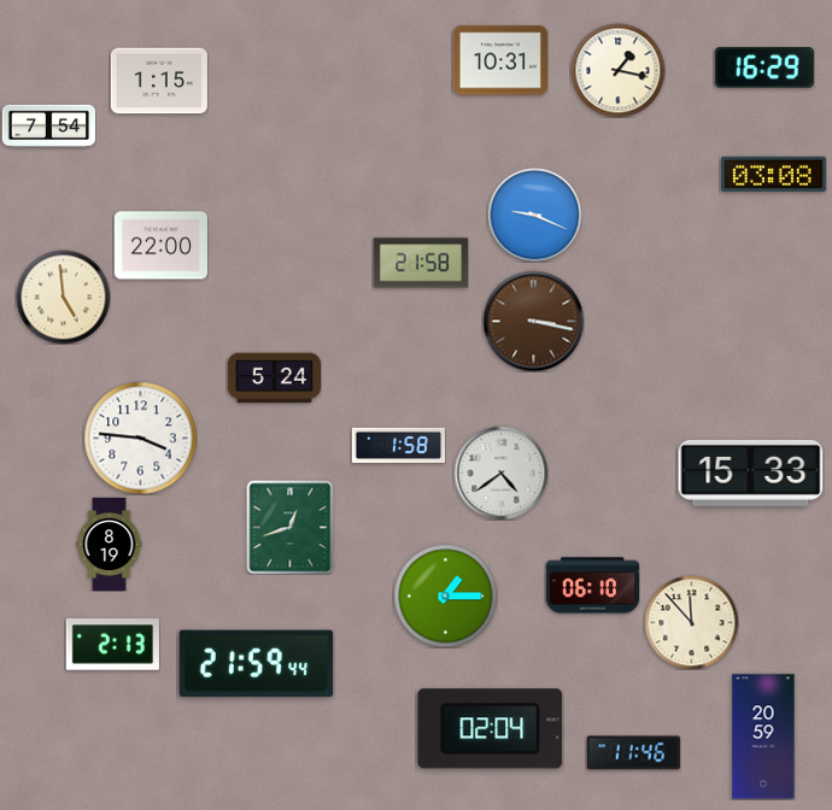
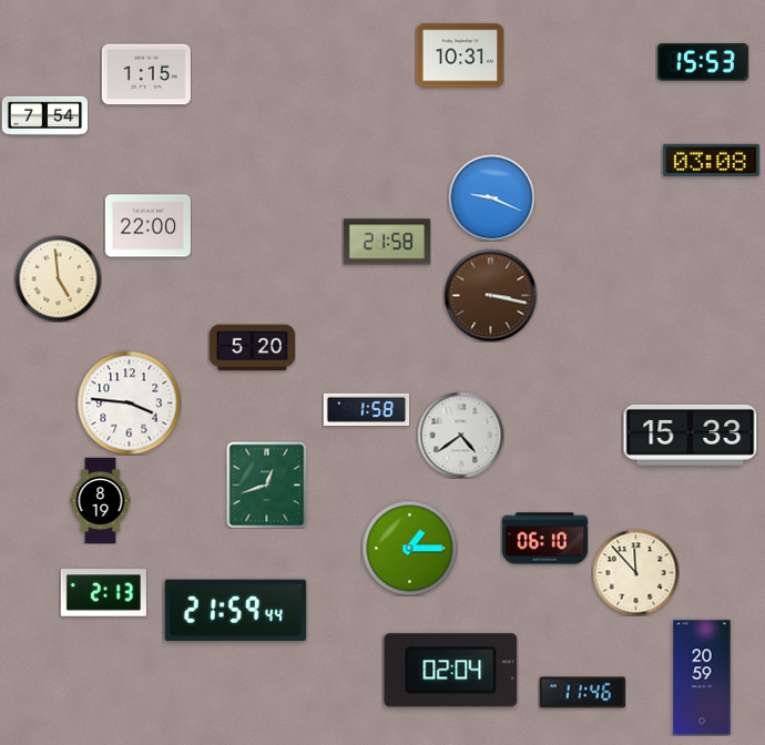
clock at (764, 67): 16:29 -> 15:53
clock at (617, 70): 1:17 -> none
clock at (63, 297) position: (63, 297) -> (58, 278)
clock at (274, 378): 5:24 -> 5:20
